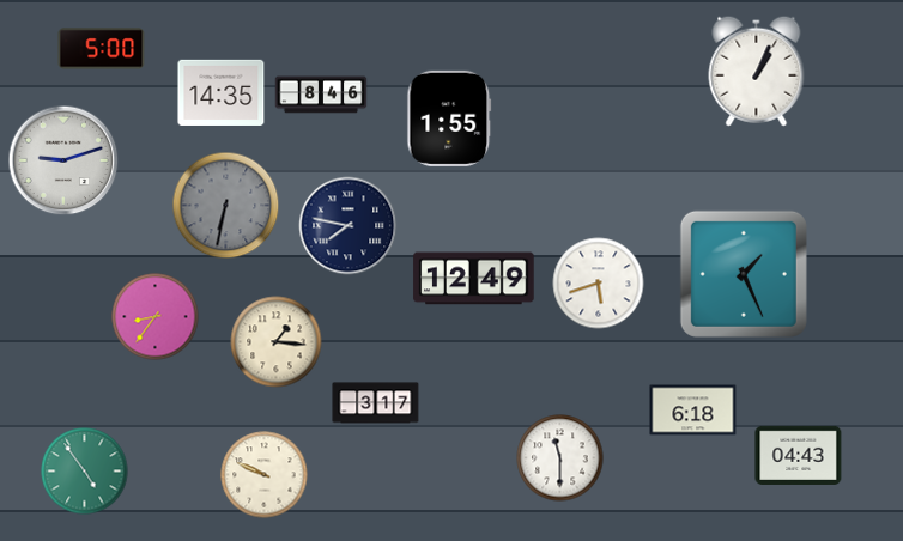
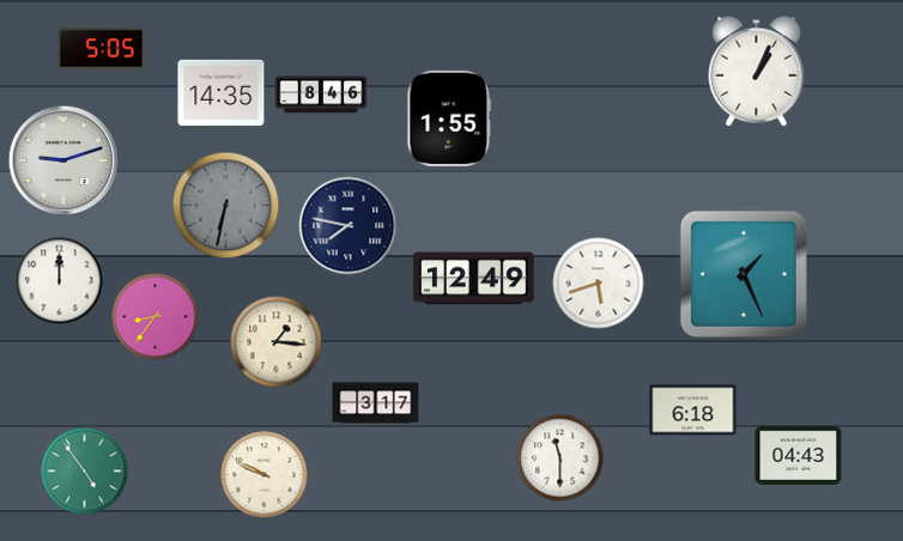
clock at (102, 49): 5:00 -> 5:05
clock at (60, 281): none -> 12:00
